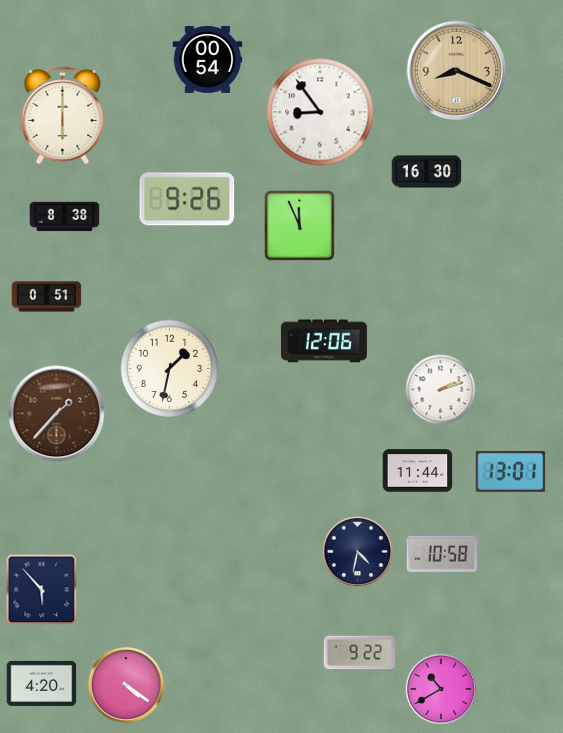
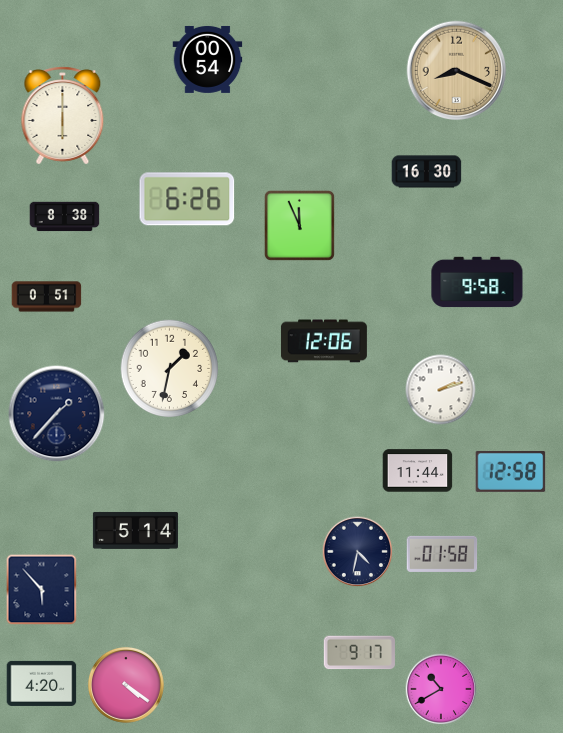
clock at (320, 112): 8:54 -> none
clock at (187, 199): 9:26 -> 6:26
clock at (477, 282): none -> 9:58
clock at (57, 414) dial: brown -> navy
clock at (511, 471): 13:01 -> 12:58
clock at (135, 530): none -> 5:14
clock at (442, 554): 10:58 -> 01:58
clock at (359, 653): 9:22 -> 9:17
